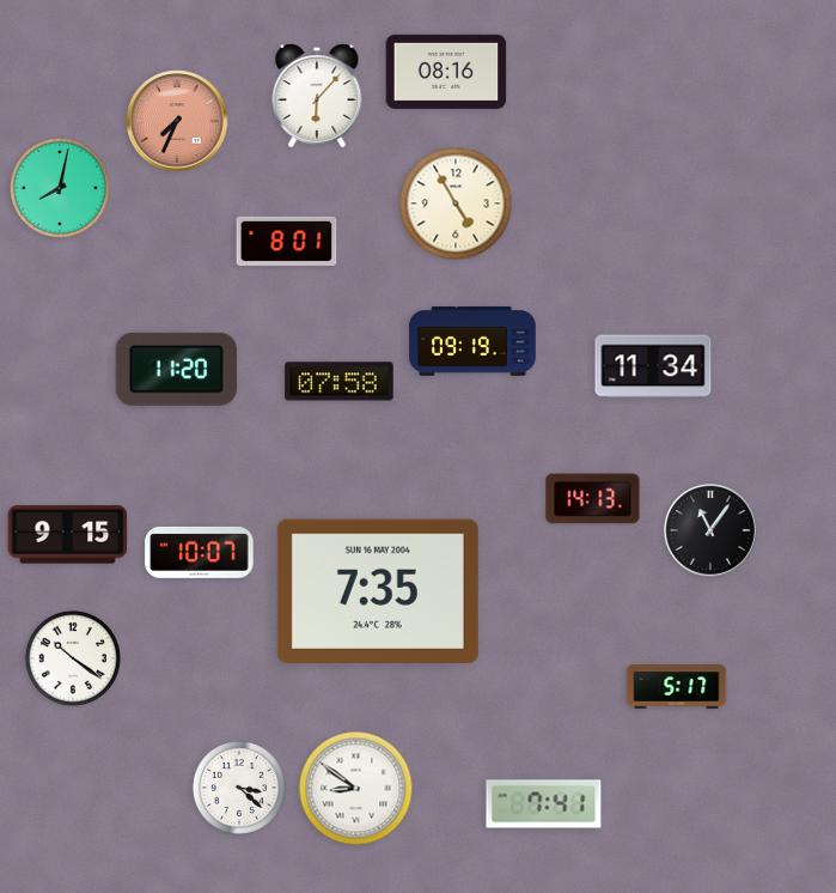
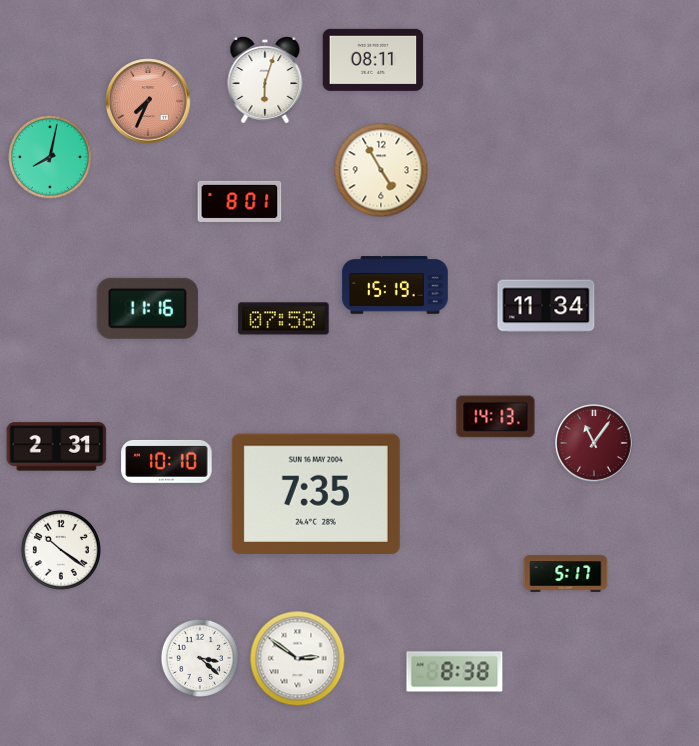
clock at (446, 72): 08:16 -> 08:11
clock at (317, 96): 6:07 -> 6:03
clock at (472, 341): 09:19 -> 15:19
clock at (176, 369): 11:20 -> 11:16
clock at (712, 531) dial: black -> burgundy
clock at (68, 535): 9:15 -> 2:31
clock at (200, 552): 10:07 -> 10:10
clock at (356, 789): 8:51 -> 2:51
clock at (544, 804): 7:41 -> 8:38
